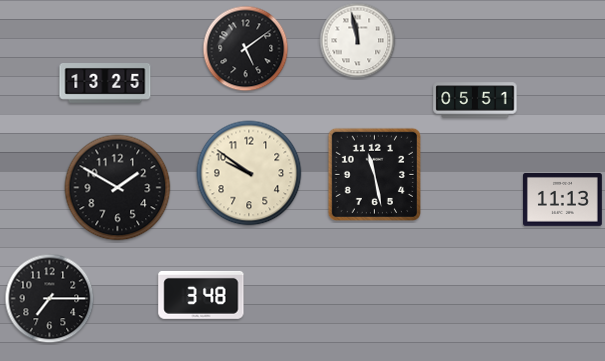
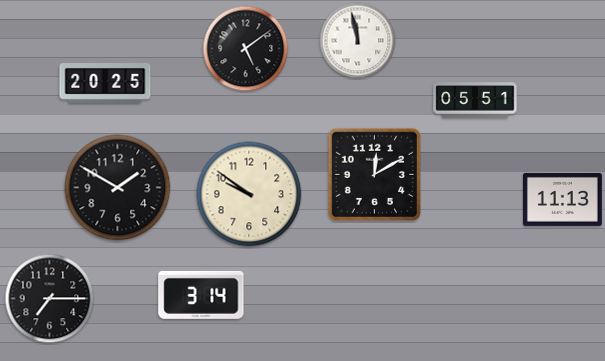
clock at (105, 84): 13:25 -> 20:25
clock at (249, 173) position: (249, 173) -> (249, 194)
clock at (374, 174): 11:28 -> 12:10
clock at (201, 295): 3:48 -> 3:14
